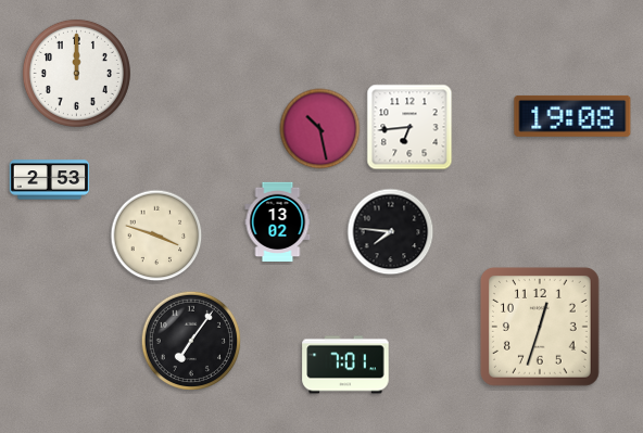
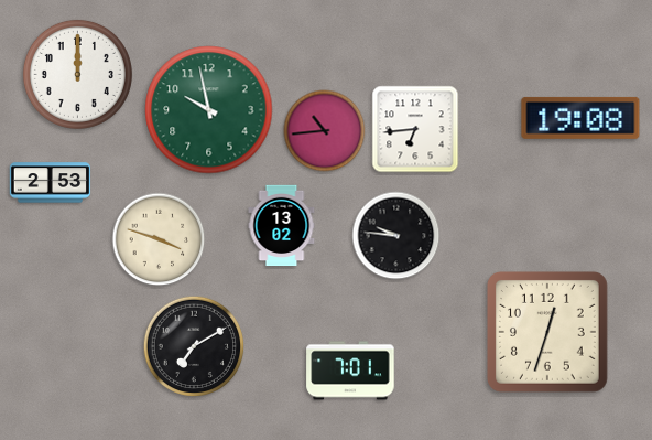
clock at (209, 110): none -> 9:58
clock at (320, 129): 10:28 -> 10:44
clock at (391, 232): 7:46 -> 9:46
clock at (191, 341): 7:06 -> 7:10
